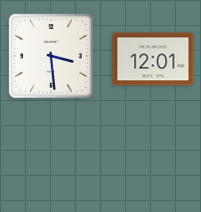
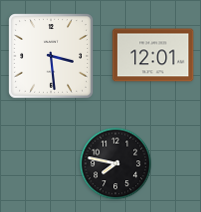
clock at (153, 59) position: (153, 59) -> (153, 55)
clock at (116, 164): none -> 7:47
